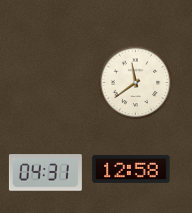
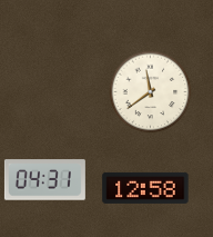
clock at (45, 173) position: (45, 173) -> (44, 180)
